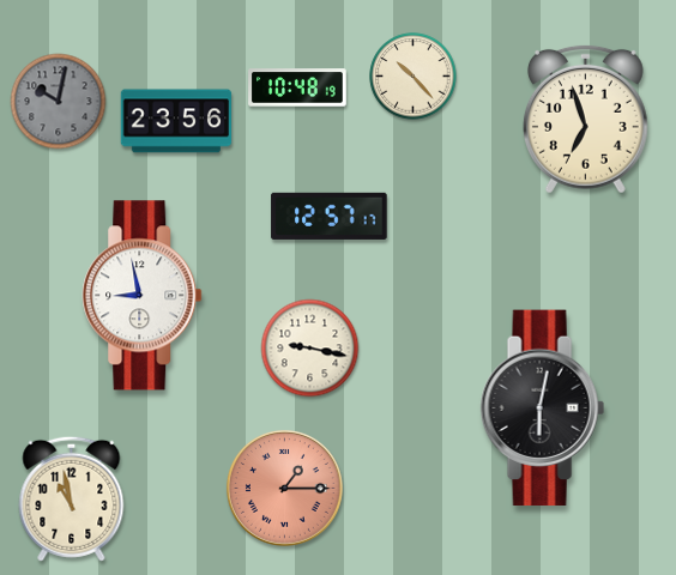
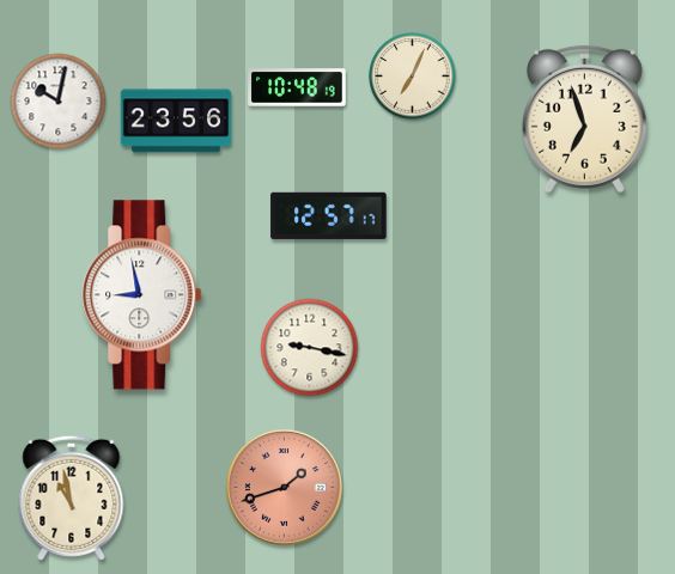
clock at (414, 77): 10:23 -> 7:04
clock at (59, 102) dial: grey -> white
clock at (542, 408): 6:02 -> none
clock at (284, 488): 1:15 -> 1:42
